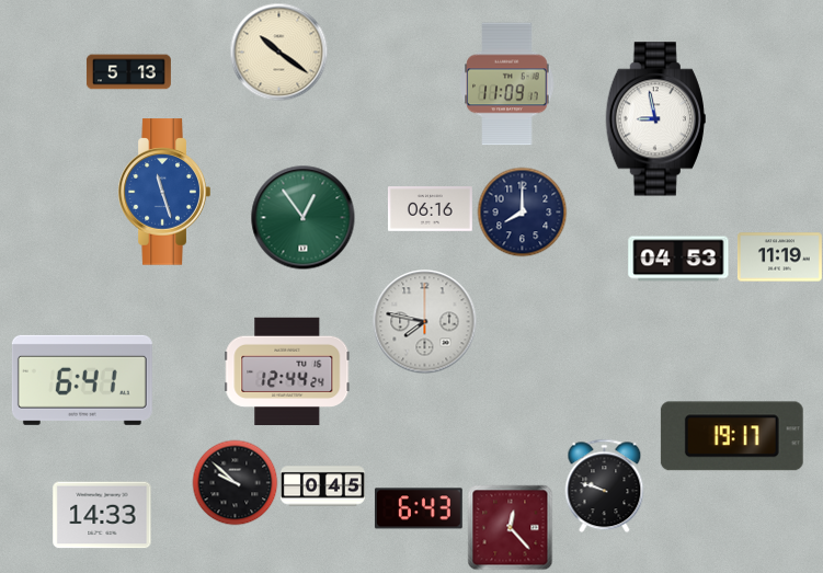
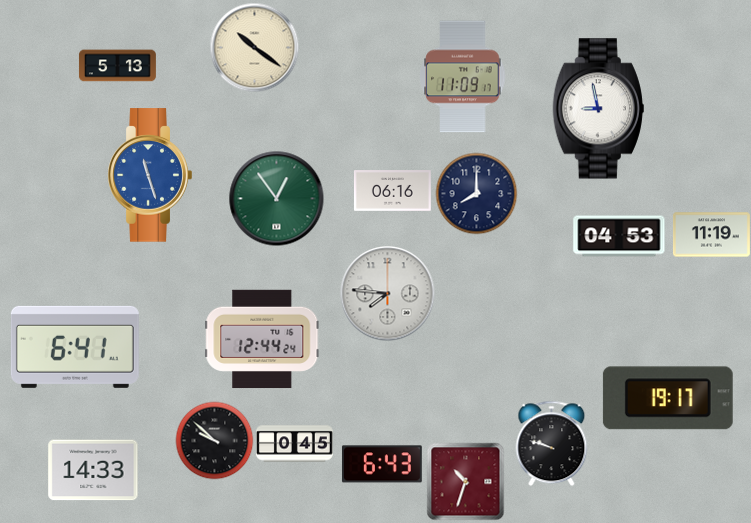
clock at (424, 321): 7:47 -> 7:46
clock at (510, 527): 12:23 -> 10:33
